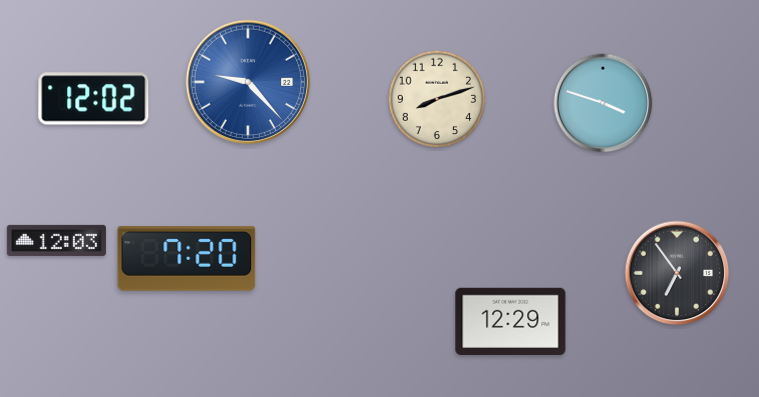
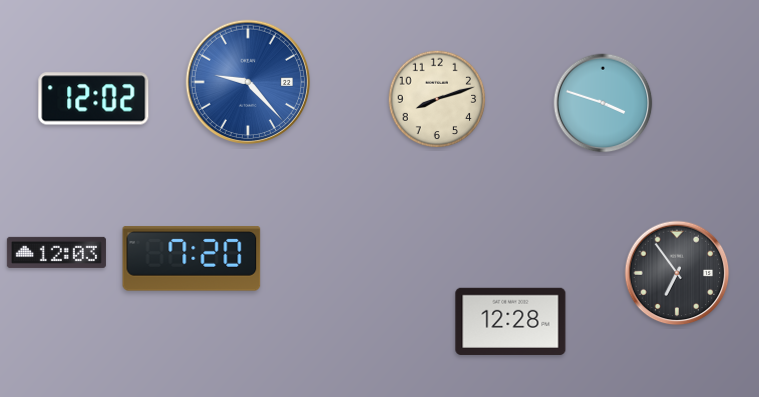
clock at (56, 240) position: (56, 240) -> (56, 252)
clock at (187, 259) position: (187, 259) -> (192, 259)
clock at (511, 321): 12:29 -> 12:28
